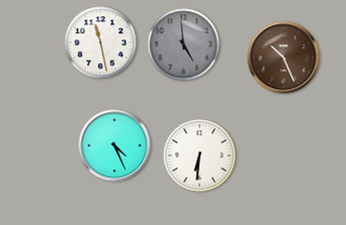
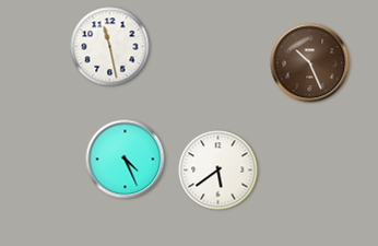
clock at (184, 45): 4:59 -> none
clock at (200, 156): 6:31 -> 5:39
